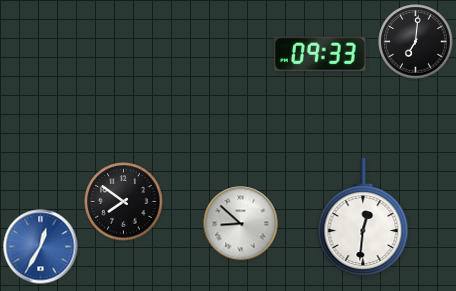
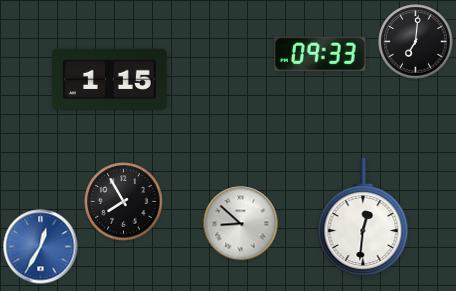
clock at (110, 80): none -> 1:15
clock at (124, 202): 7:51 -> 7:55
